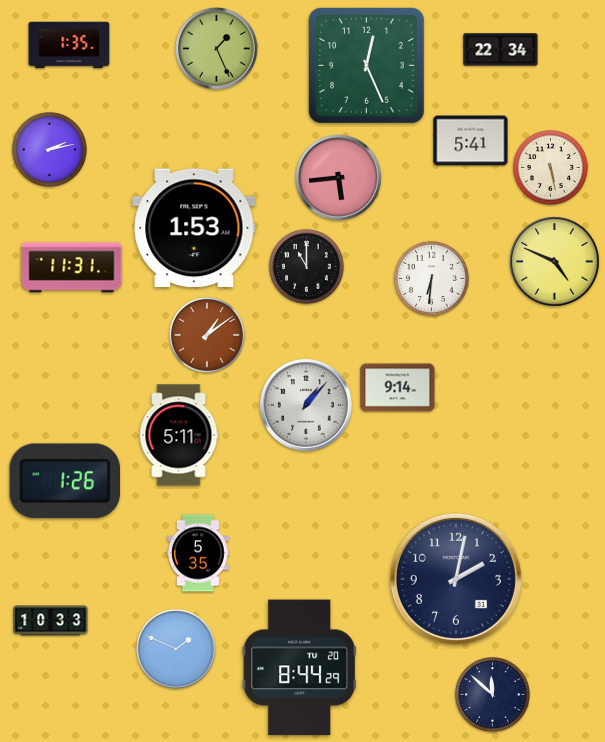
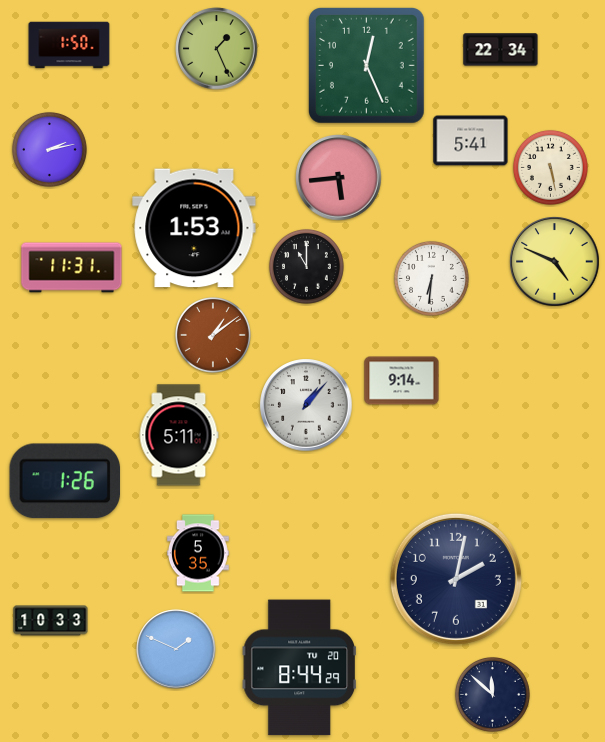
clock at (69, 45): 1:35 -> 1:50
clock at (208, 336) position: (208, 336) -> (214, 336)
clock at (398, 388) position: (398, 388) -> (402, 381)
